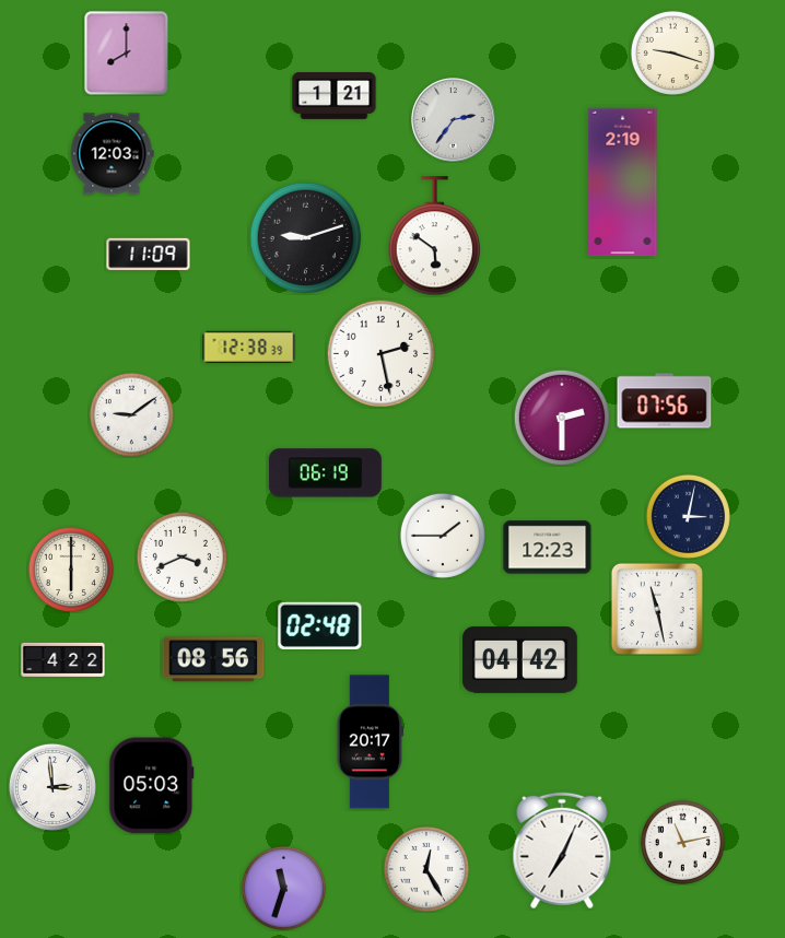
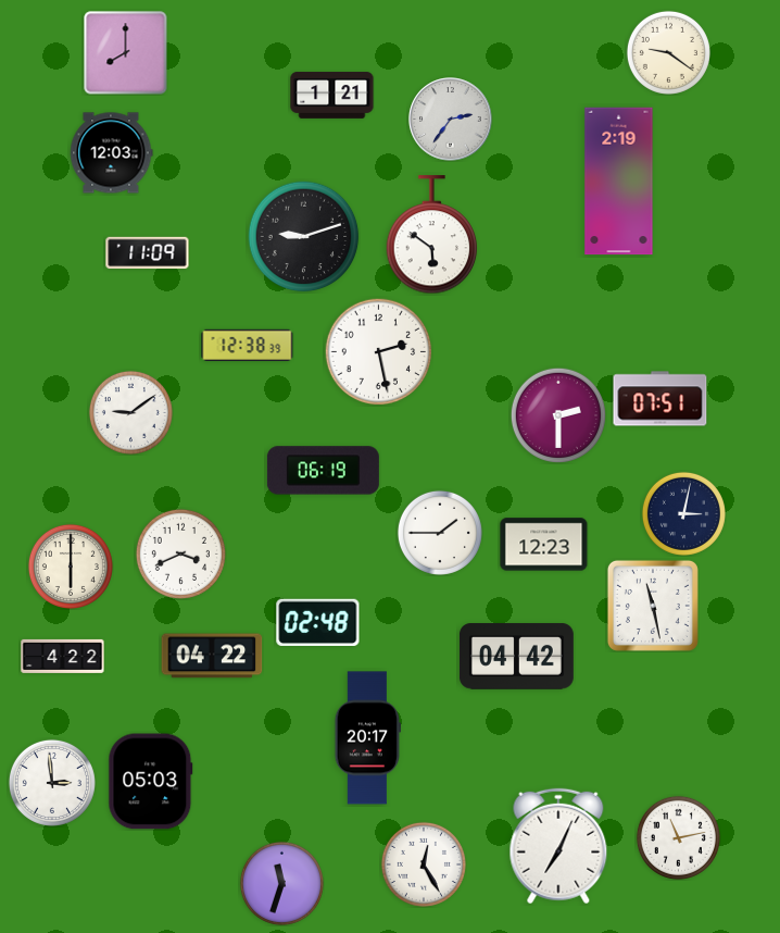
clock at (672, 52): 9:18 -> 9:21
clock at (665, 401): 07:56 -> 07:51
clock at (213, 659): 08:56 -> 04:22
